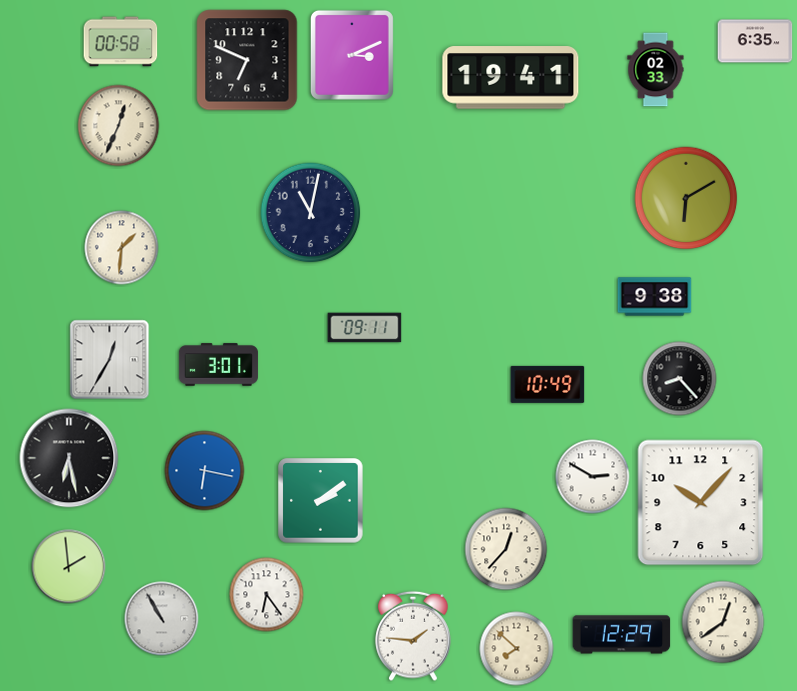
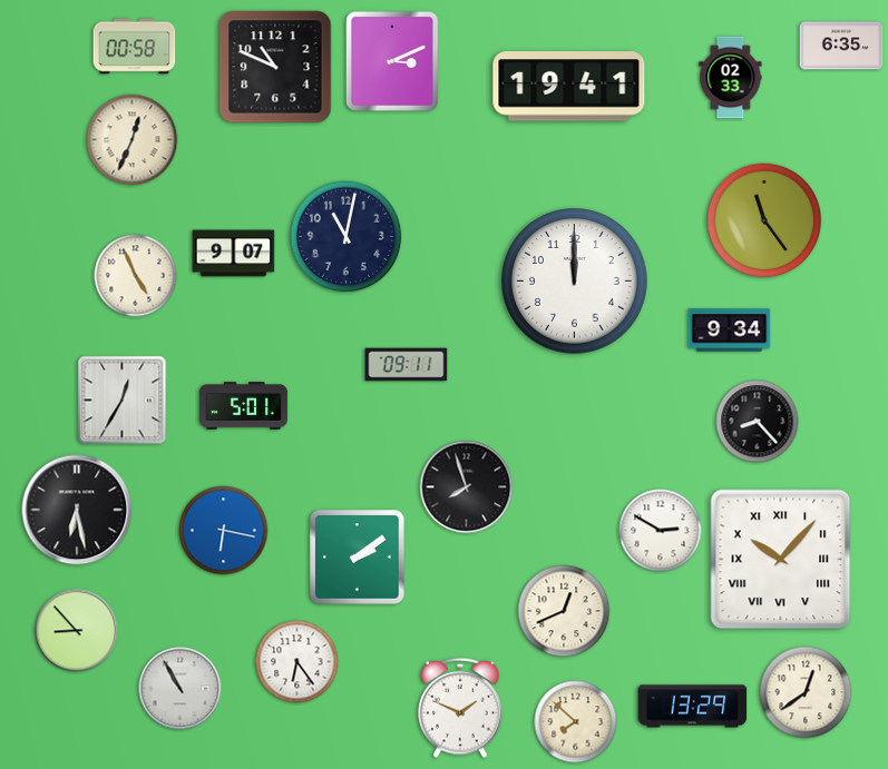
clock at (247, 60): 6:49 -> 10:49
clock at (686, 198): 6:10 -> 11:24
clock at (234, 254): none -> 9:07
clock at (122, 248): 1:31 -> 4:56
clock at (575, 282): none -> 12:00
clock at (655, 297): 9:38 -> 9:34
clock at (218, 365): 3:01 -> 5:01
clock at (548, 384): 10:49 -> none
clock at (467, 487): none -> 7:57
clock at (205, 471) position: (205, 471) -> (224, 531)
clock at (701, 503) numerals: Arabic -> Roman
clock at (506, 549): 12:37 -> 12:41
clock at (69, 567): 1:59 -> 8:53
clock at (622, 635): 12:29 -> 13:29
clock at (413, 636): 1:46 -> 1:49
